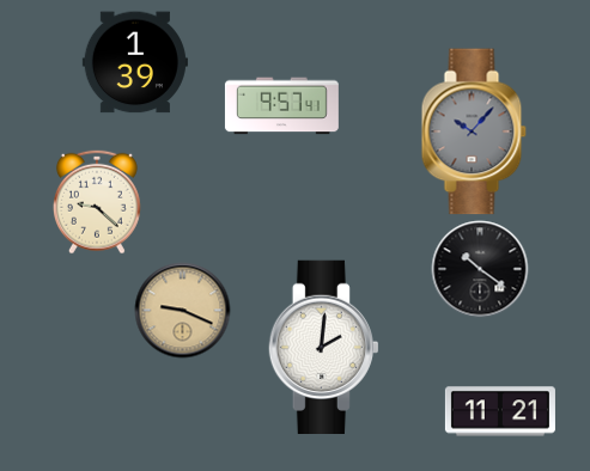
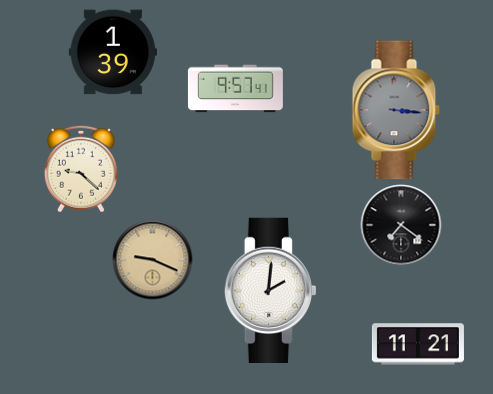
clock at (474, 131): 10:07 -> 3:16
clock at (480, 269): 10:21 -> 7:21
